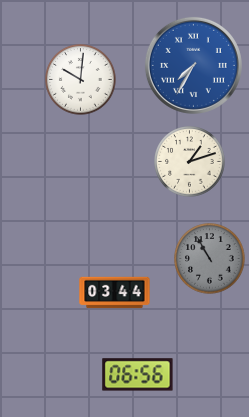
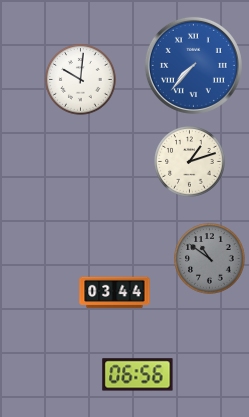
clock at (193, 65): 7:35 -> 7:37
clock at (210, 259): 10:55 -> 10:51
